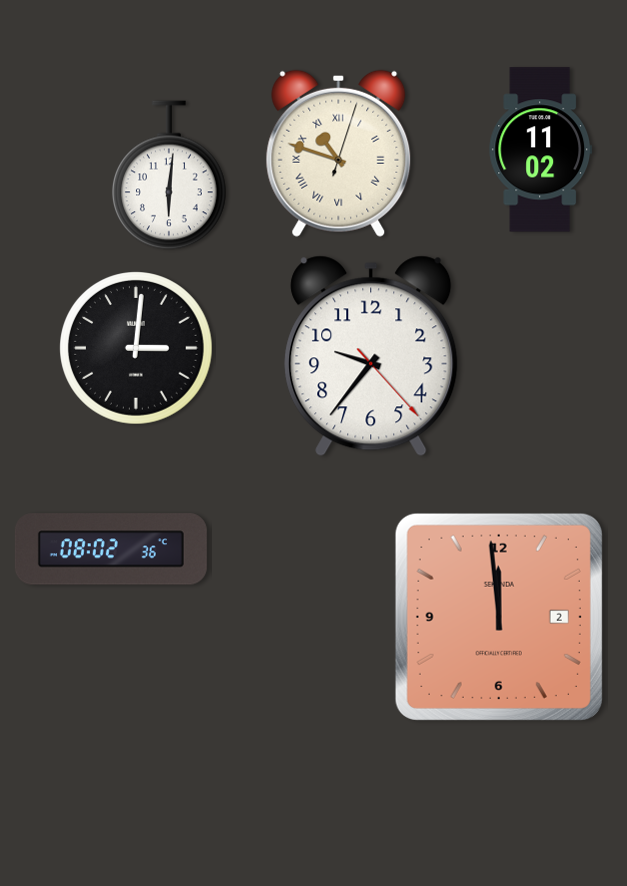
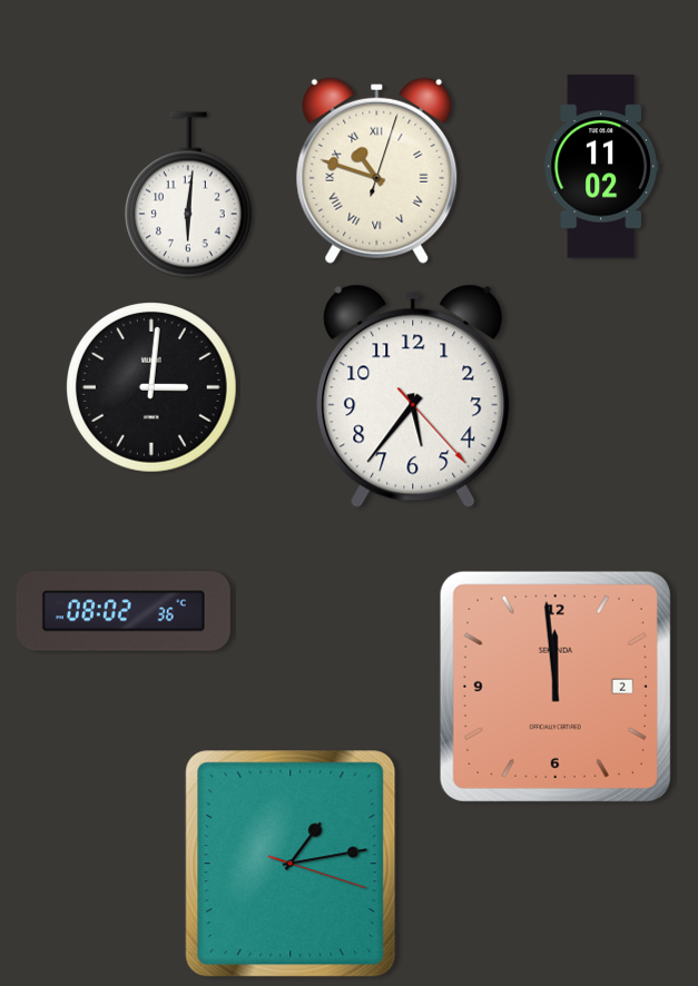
clock at (371, 356): 9:36 -> 5:36
clock at (291, 864): none -> 1:13
